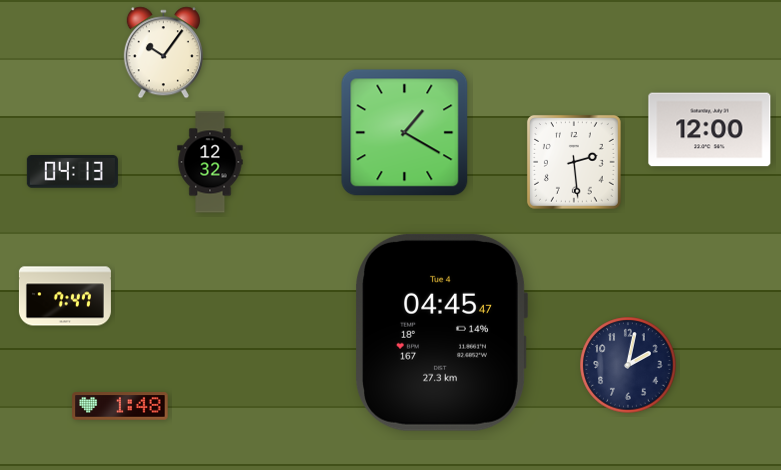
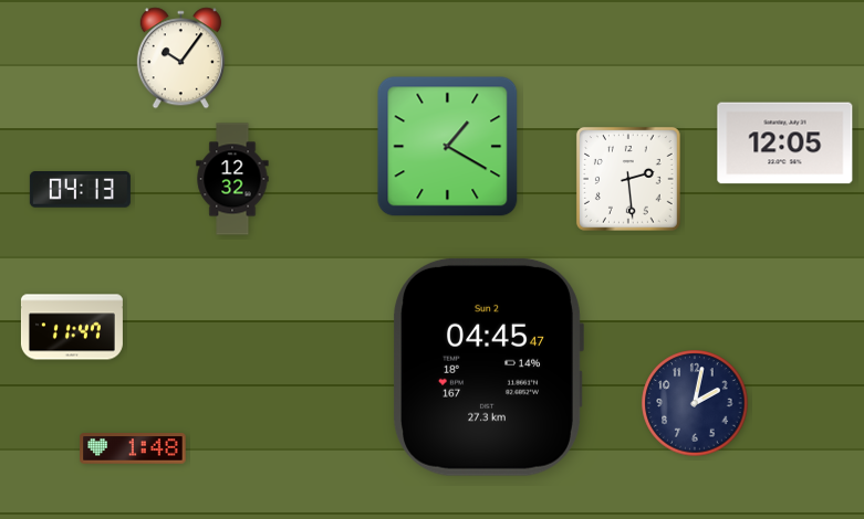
clock at (710, 130): 12:00 -> 12:05
clock at (575, 163) position: (575, 163) -> (629, 180)
clock at (65, 296): 7:47 -> 11:47
clock at (441, 332) date: Tue 4 -> Sun 2
